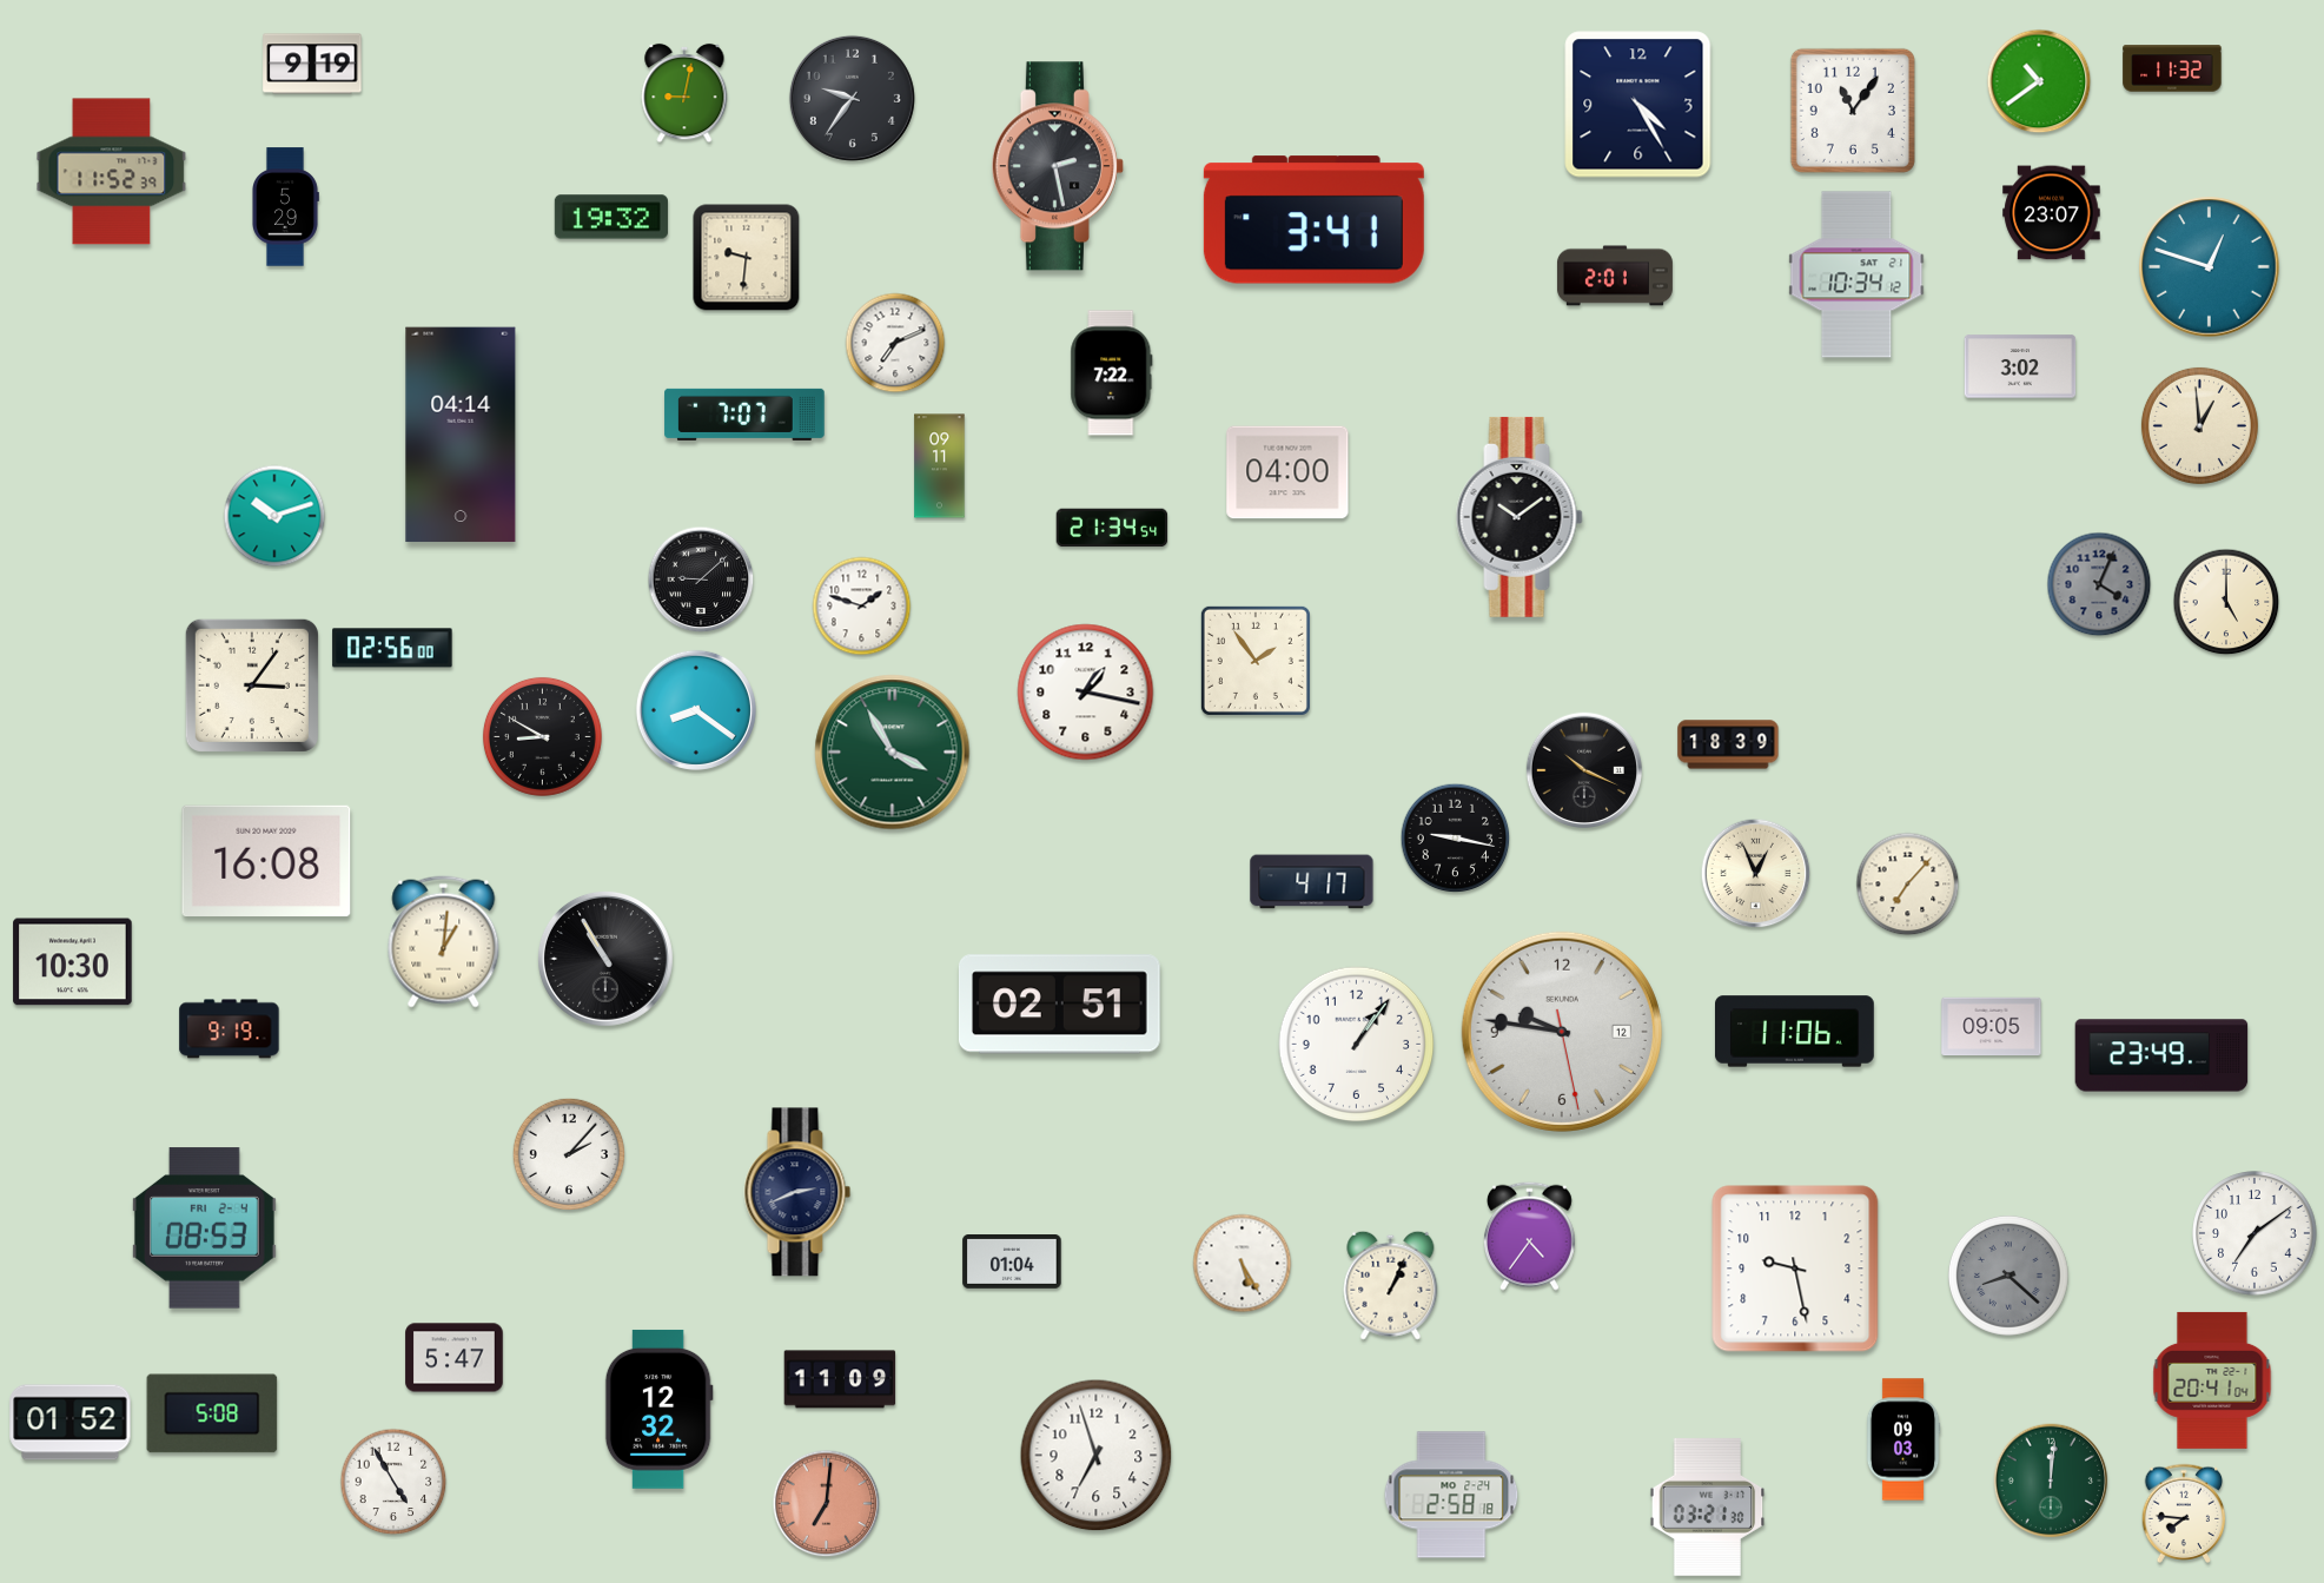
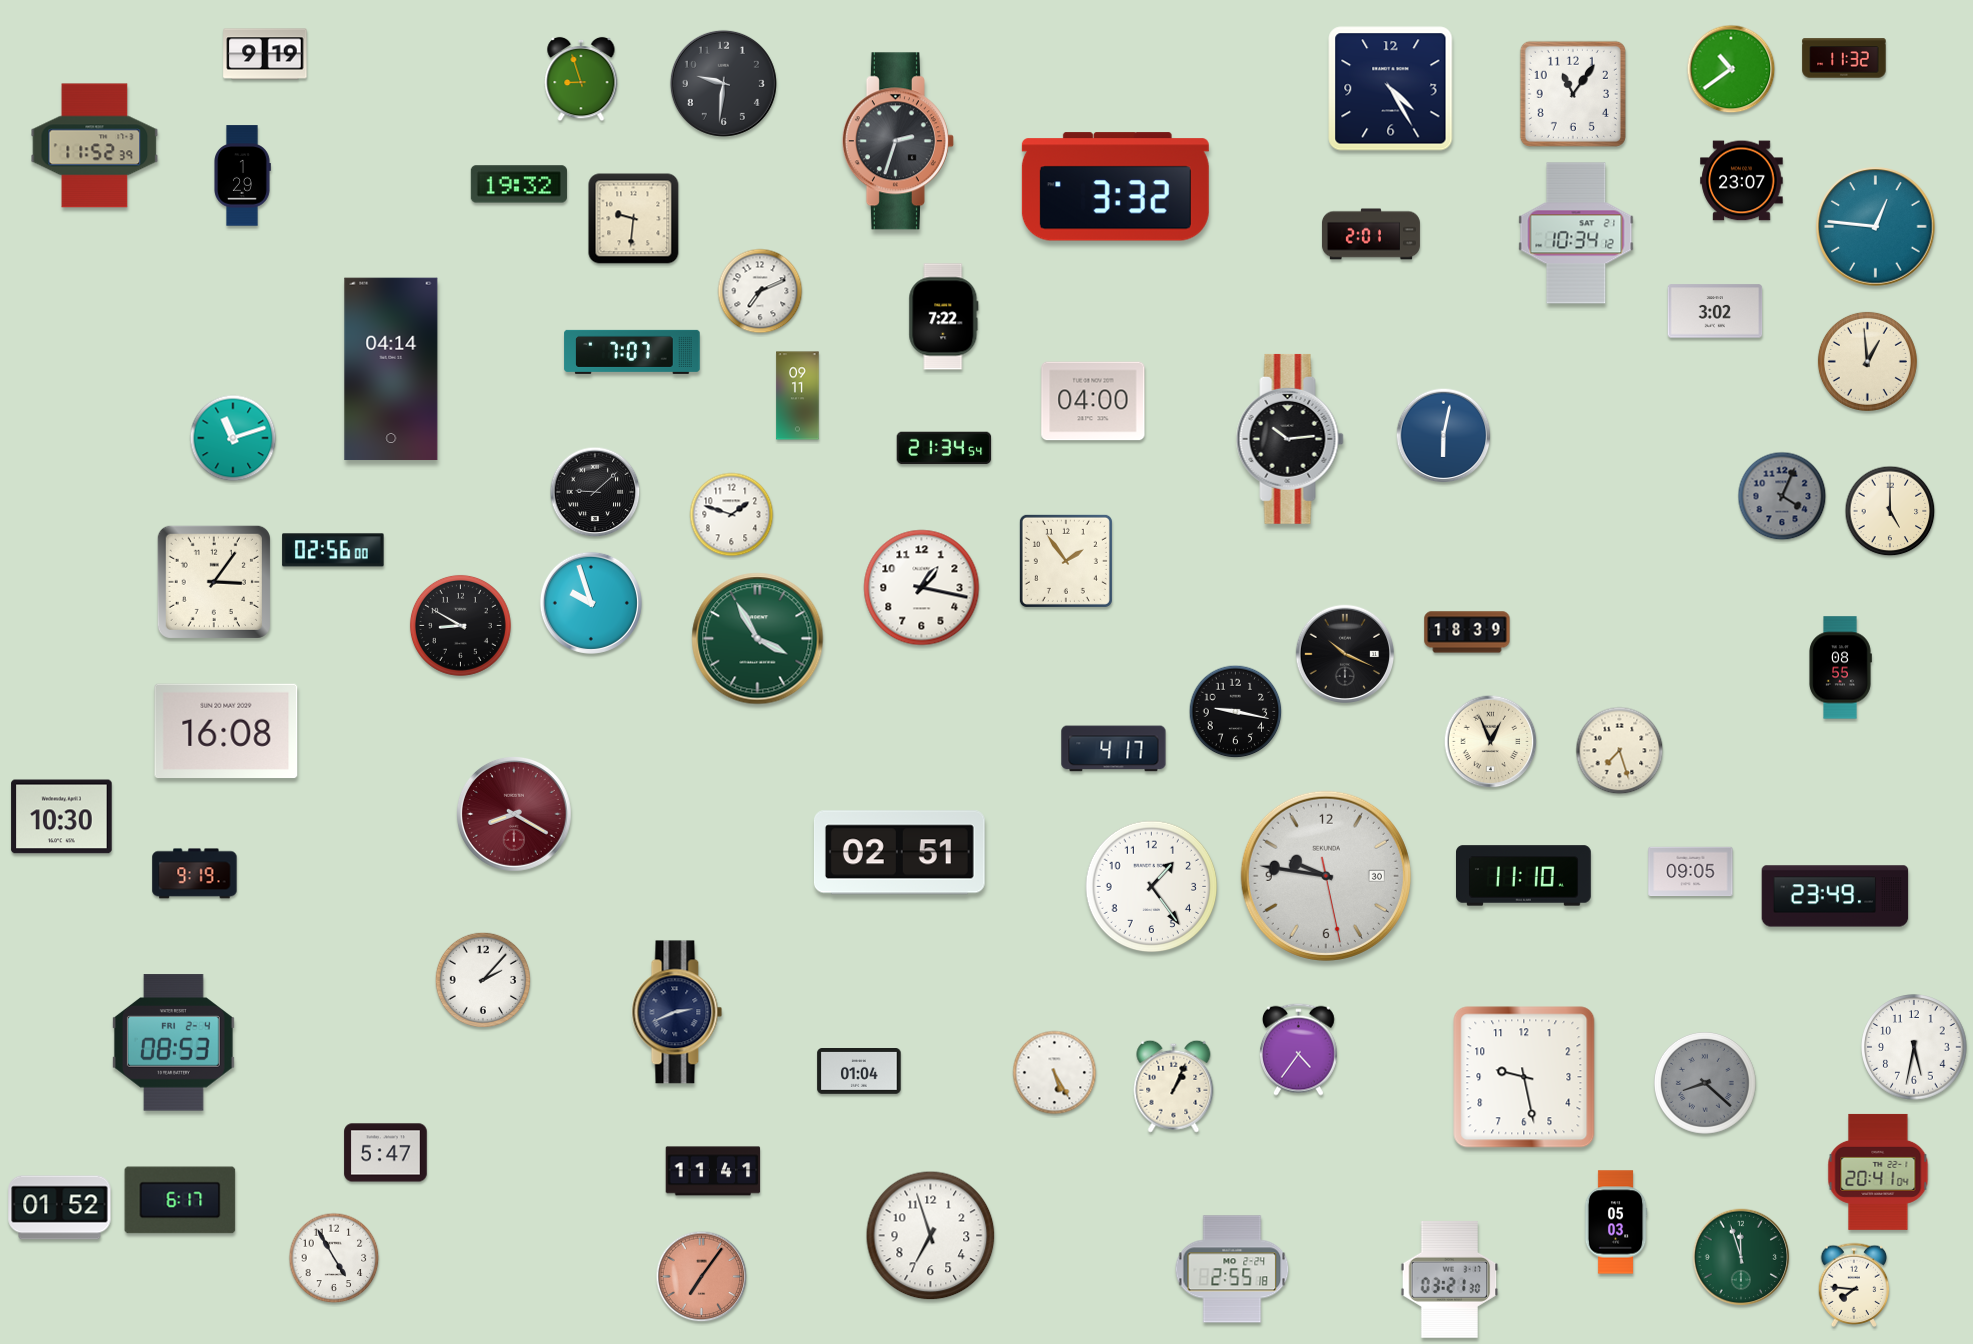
clock at (684, 93): 9:02 -> 8:57
clock at (852, 98): 9:36 -> 9:31
clock at (1058, 166): 2:28 -> 2:33
clock at (286, 207): 5:29 -> 1:29
clock at (1313, 220): 3:41 -> 3:32
clock at (2210, 267): 12:48 -> 12:46
clock at (1444, 436): none -> 6:02
clock at (274, 516): 10:12 -> 11:12
clock at (1519, 517): 10:09 -> 10:14
clock at (696, 710): 8:21 -> 9:57
clock at (1840, 668): none -> 08:55
clock at (1908, 885): 7:07 -> 7:27
clock at (444, 942): 1:01 -> none
clock at (605, 959): 10:55 -> 8:20
clock at (605, 959) dial: black -> burgundy
clock at (1562, 1032) date: 12 -> 30
clock at (1795, 1032): 11:06 -> 11:10
clock at (1357, 1045): 1:06 -> 1:24
clock at (2255, 1233): 7:09 -> 5:32
clock at (1391, 1285) position: (1391, 1285) -> (1174, 1086)
clock at (840, 1379): 11:09 -> 11:41
clock at (658, 1409): 12:32 -> none
clock at (212, 1413): 5:08 -> 6:17
clock at (1903, 1439): 09:03 -> 05:03
clock at (2051, 1481): 12:01 -> 11:57
clock at (1451, 1495): 2:58 -> 2:55
clock at (827, 1504): 7:01 -> 7:06
